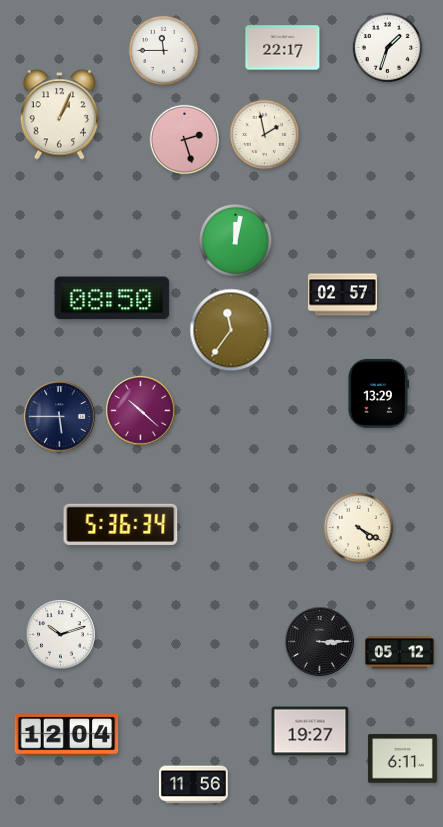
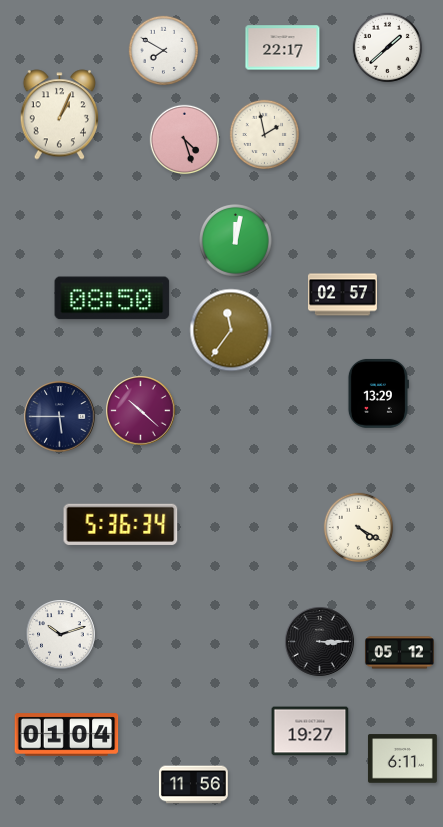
clock at (388, 48): 1:33 -> 1:38
clock at (164, 51): 11:45 -> 7:50
clock at (185, 140): 2:27 -> 4:27
clock at (67, 735): 12:04 -> 01:04
